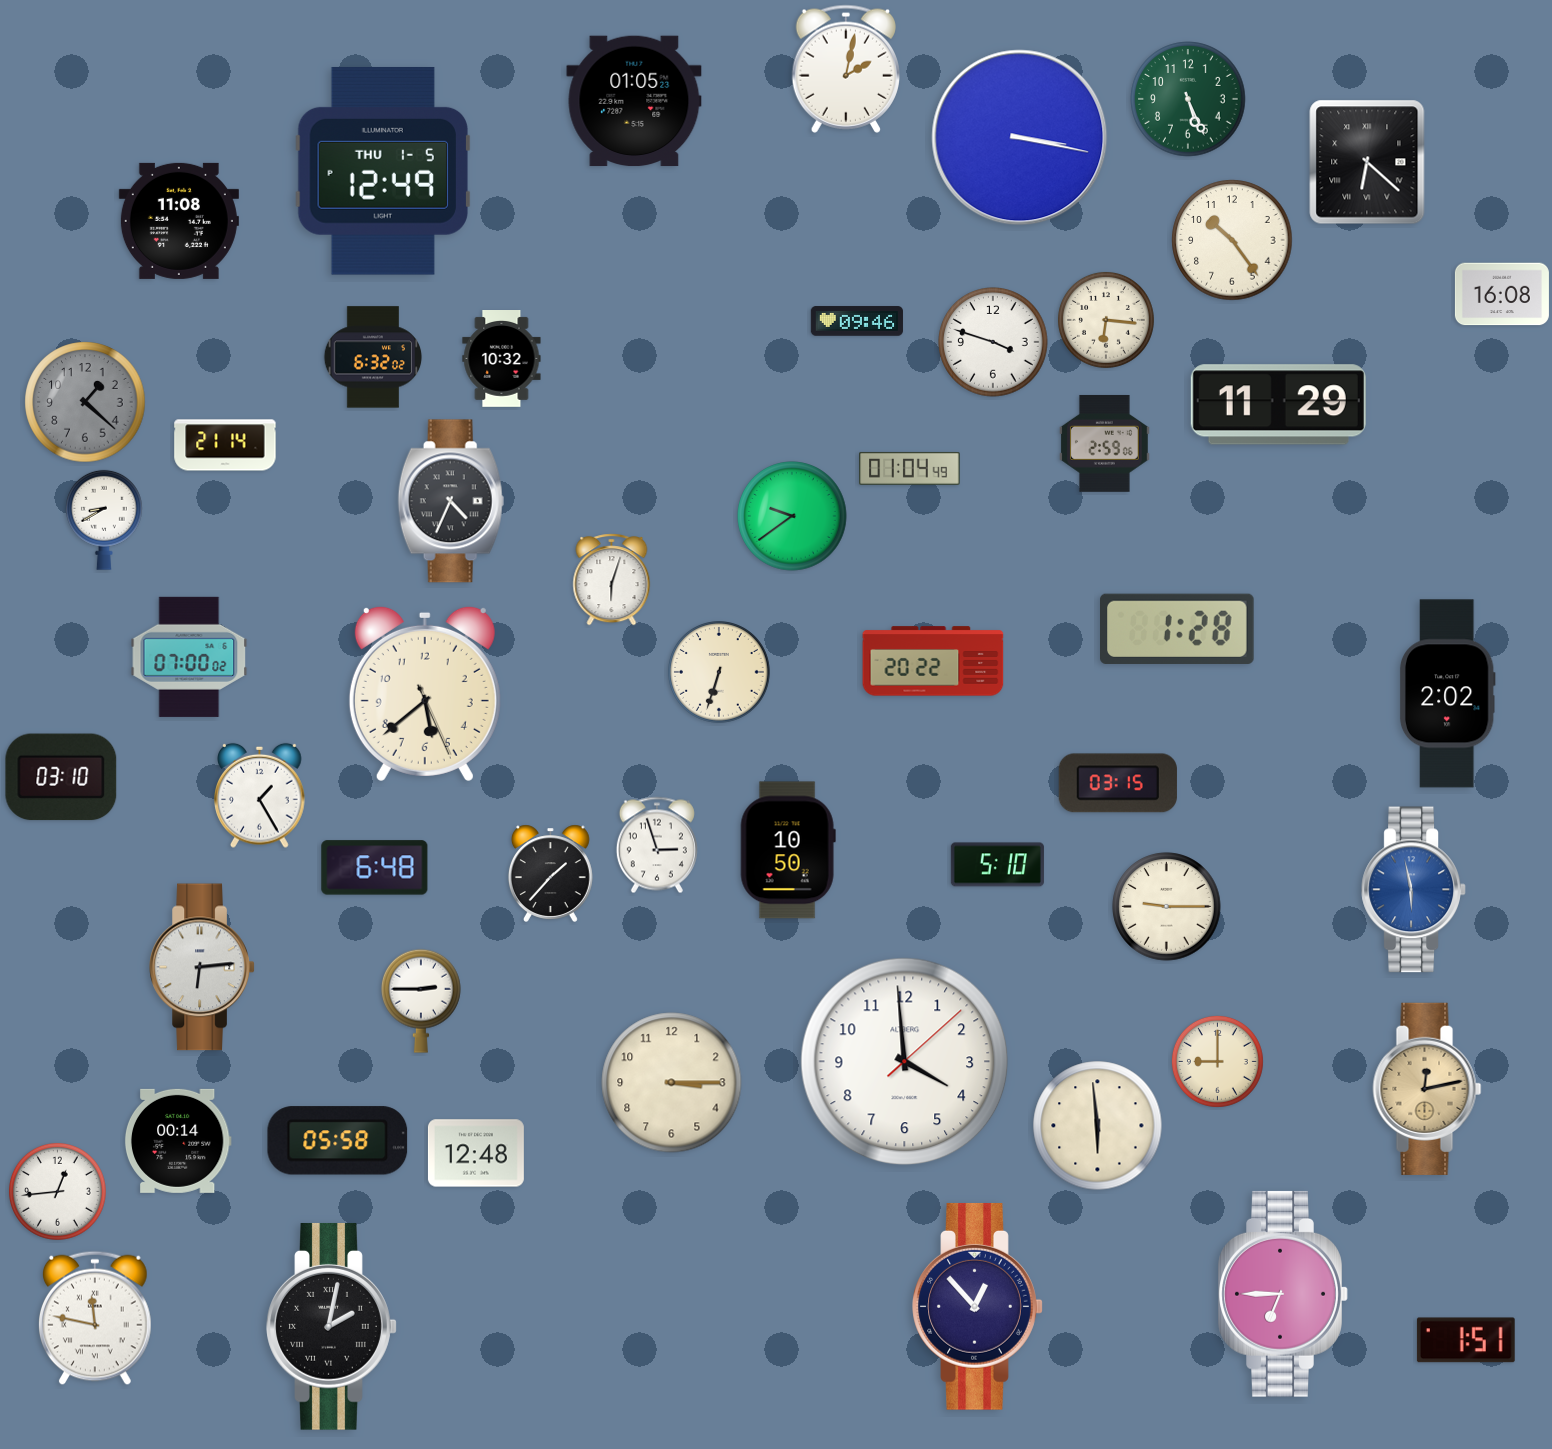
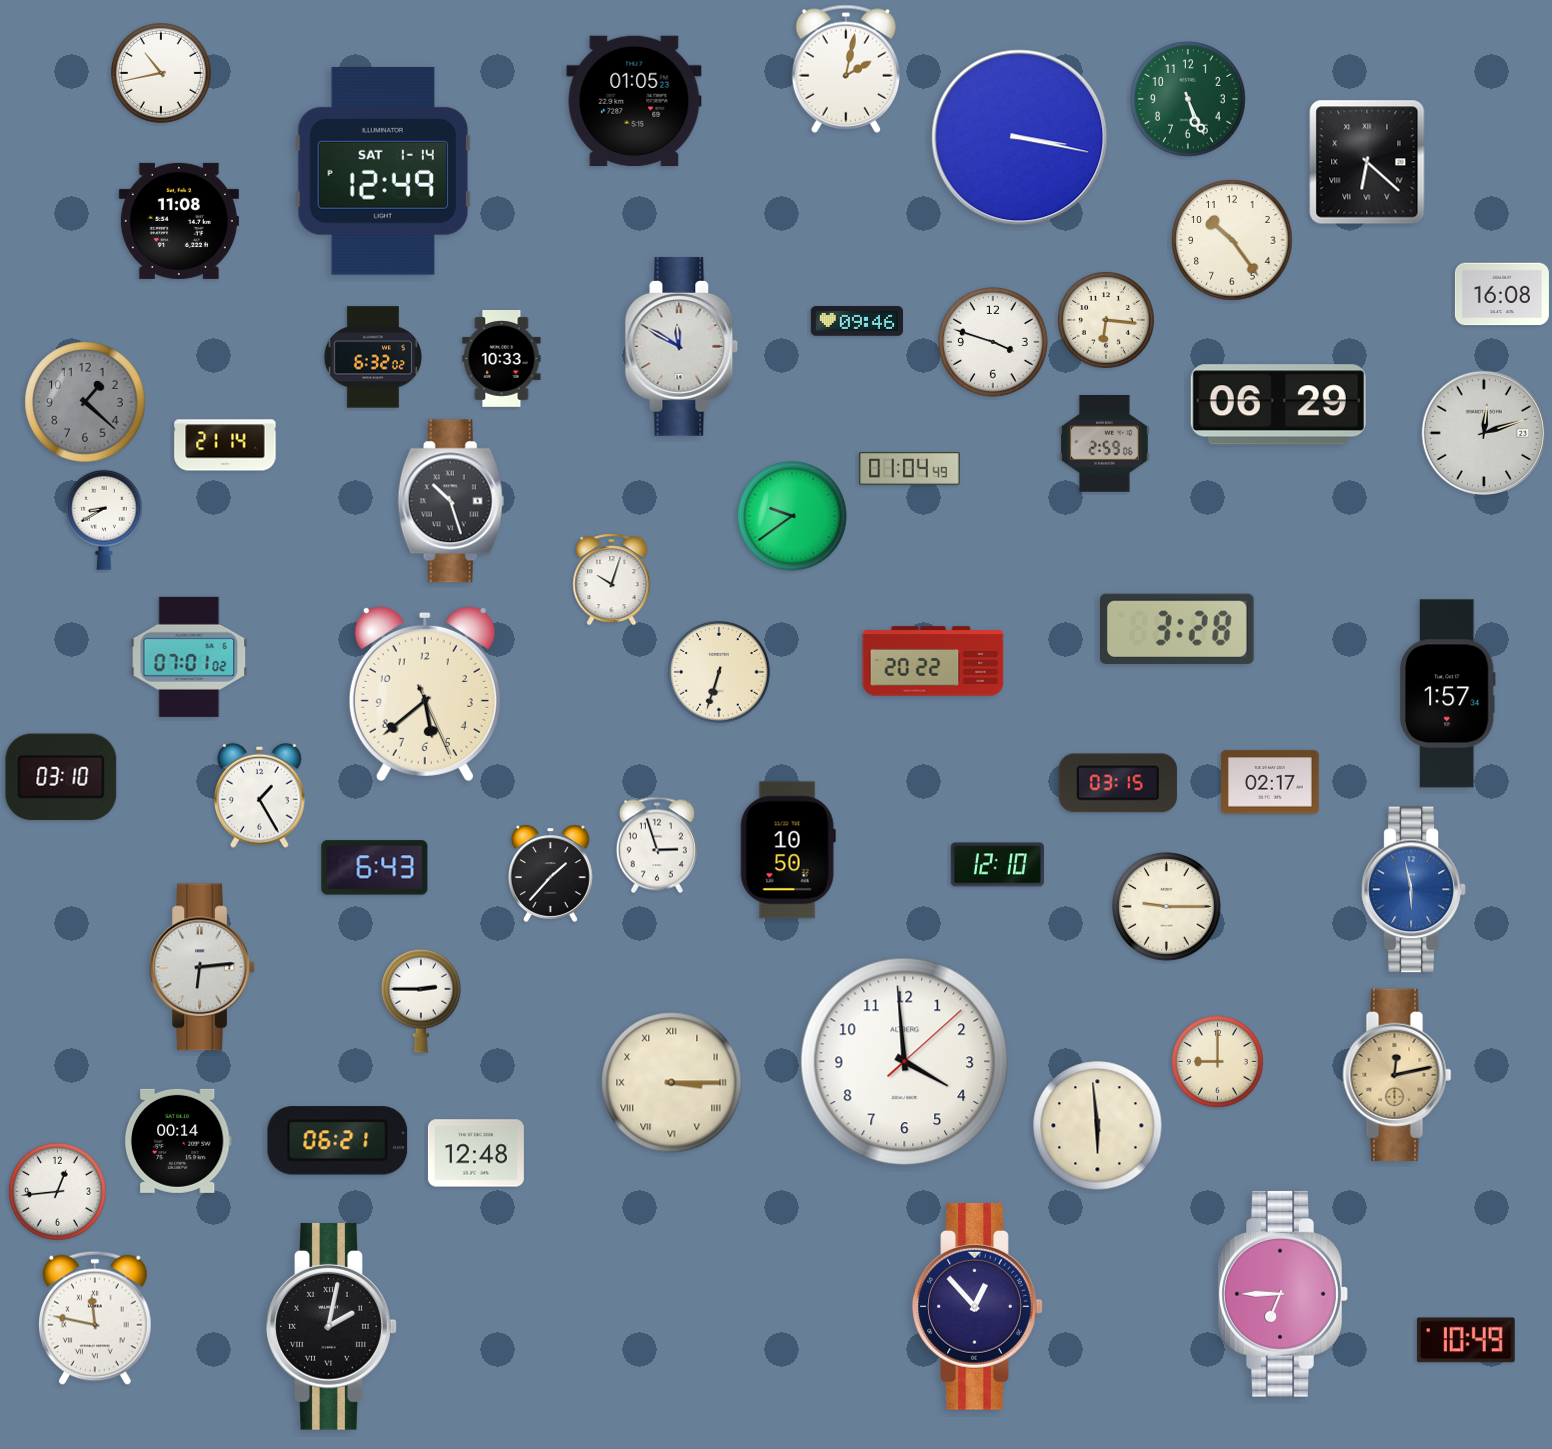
clock at (162, 74): none -> 10:43
clock at (382, 171) date: THU 1-5 -> SAT 1-14
clock at (682, 346): none -> 11:50
clock at (502, 359): 10:32 -> 10:33
clock at (1278, 405): 11:29 -> 06:29
clock at (1483, 432): none -> 12:12
clock at (451, 501): 4:34 -> 10:27
clock at (612, 580): 6:03 -> 10:03
clock at (1177, 629): 1:28 -> 3:28
clock at (189, 657): 07:00 -> 07:01
clock at (1447, 694): 2:02 -> 1:57
clock at (1271, 782): none -> 02:17
clock at (997, 865): 5:10 -> 12:10
clock at (375, 868): 6:48 -> 6:43
clock at (672, 1083) numerals: Arabic -> Roman
clock at (1427, 1089) position: (1427, 1089) -> (1397, 1075)
clock at (338, 1141): 05:58 -> 06:21
clock at (1466, 1340): 1:51 -> 10:49
